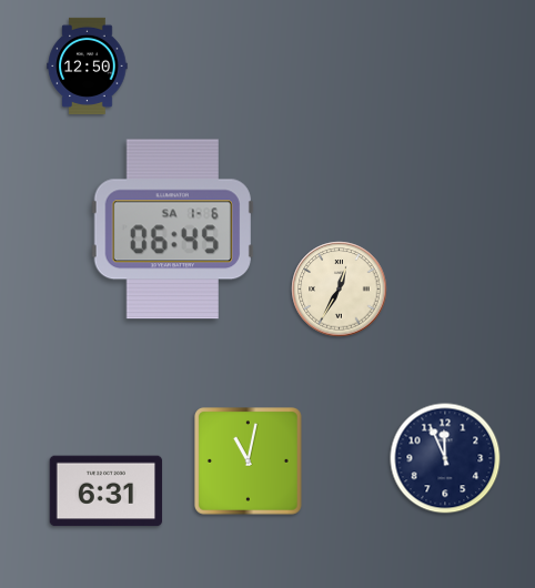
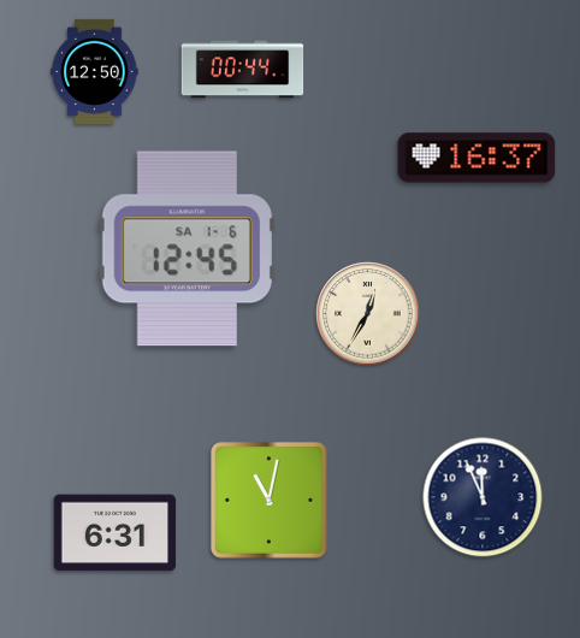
clock at (243, 70): none -> 00:44
clock at (477, 158): none -> 16:37
clock at (172, 230): 06:45 -> 12:45
